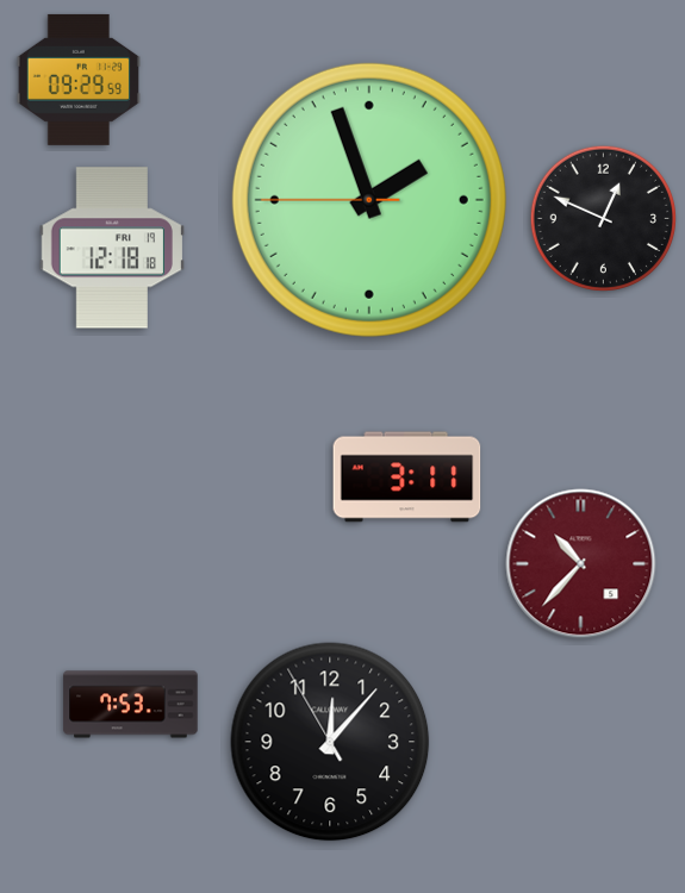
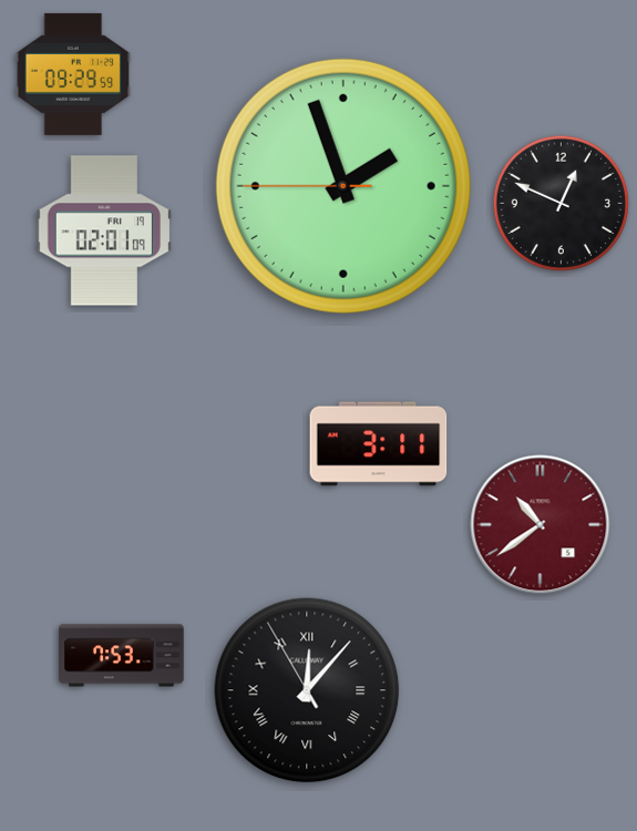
clock at (111, 248): 12:18 -> 02:01
clock at (581, 564): 10:37 -> 10:39
clock at (330, 742) numerals: Arabic -> Roman
